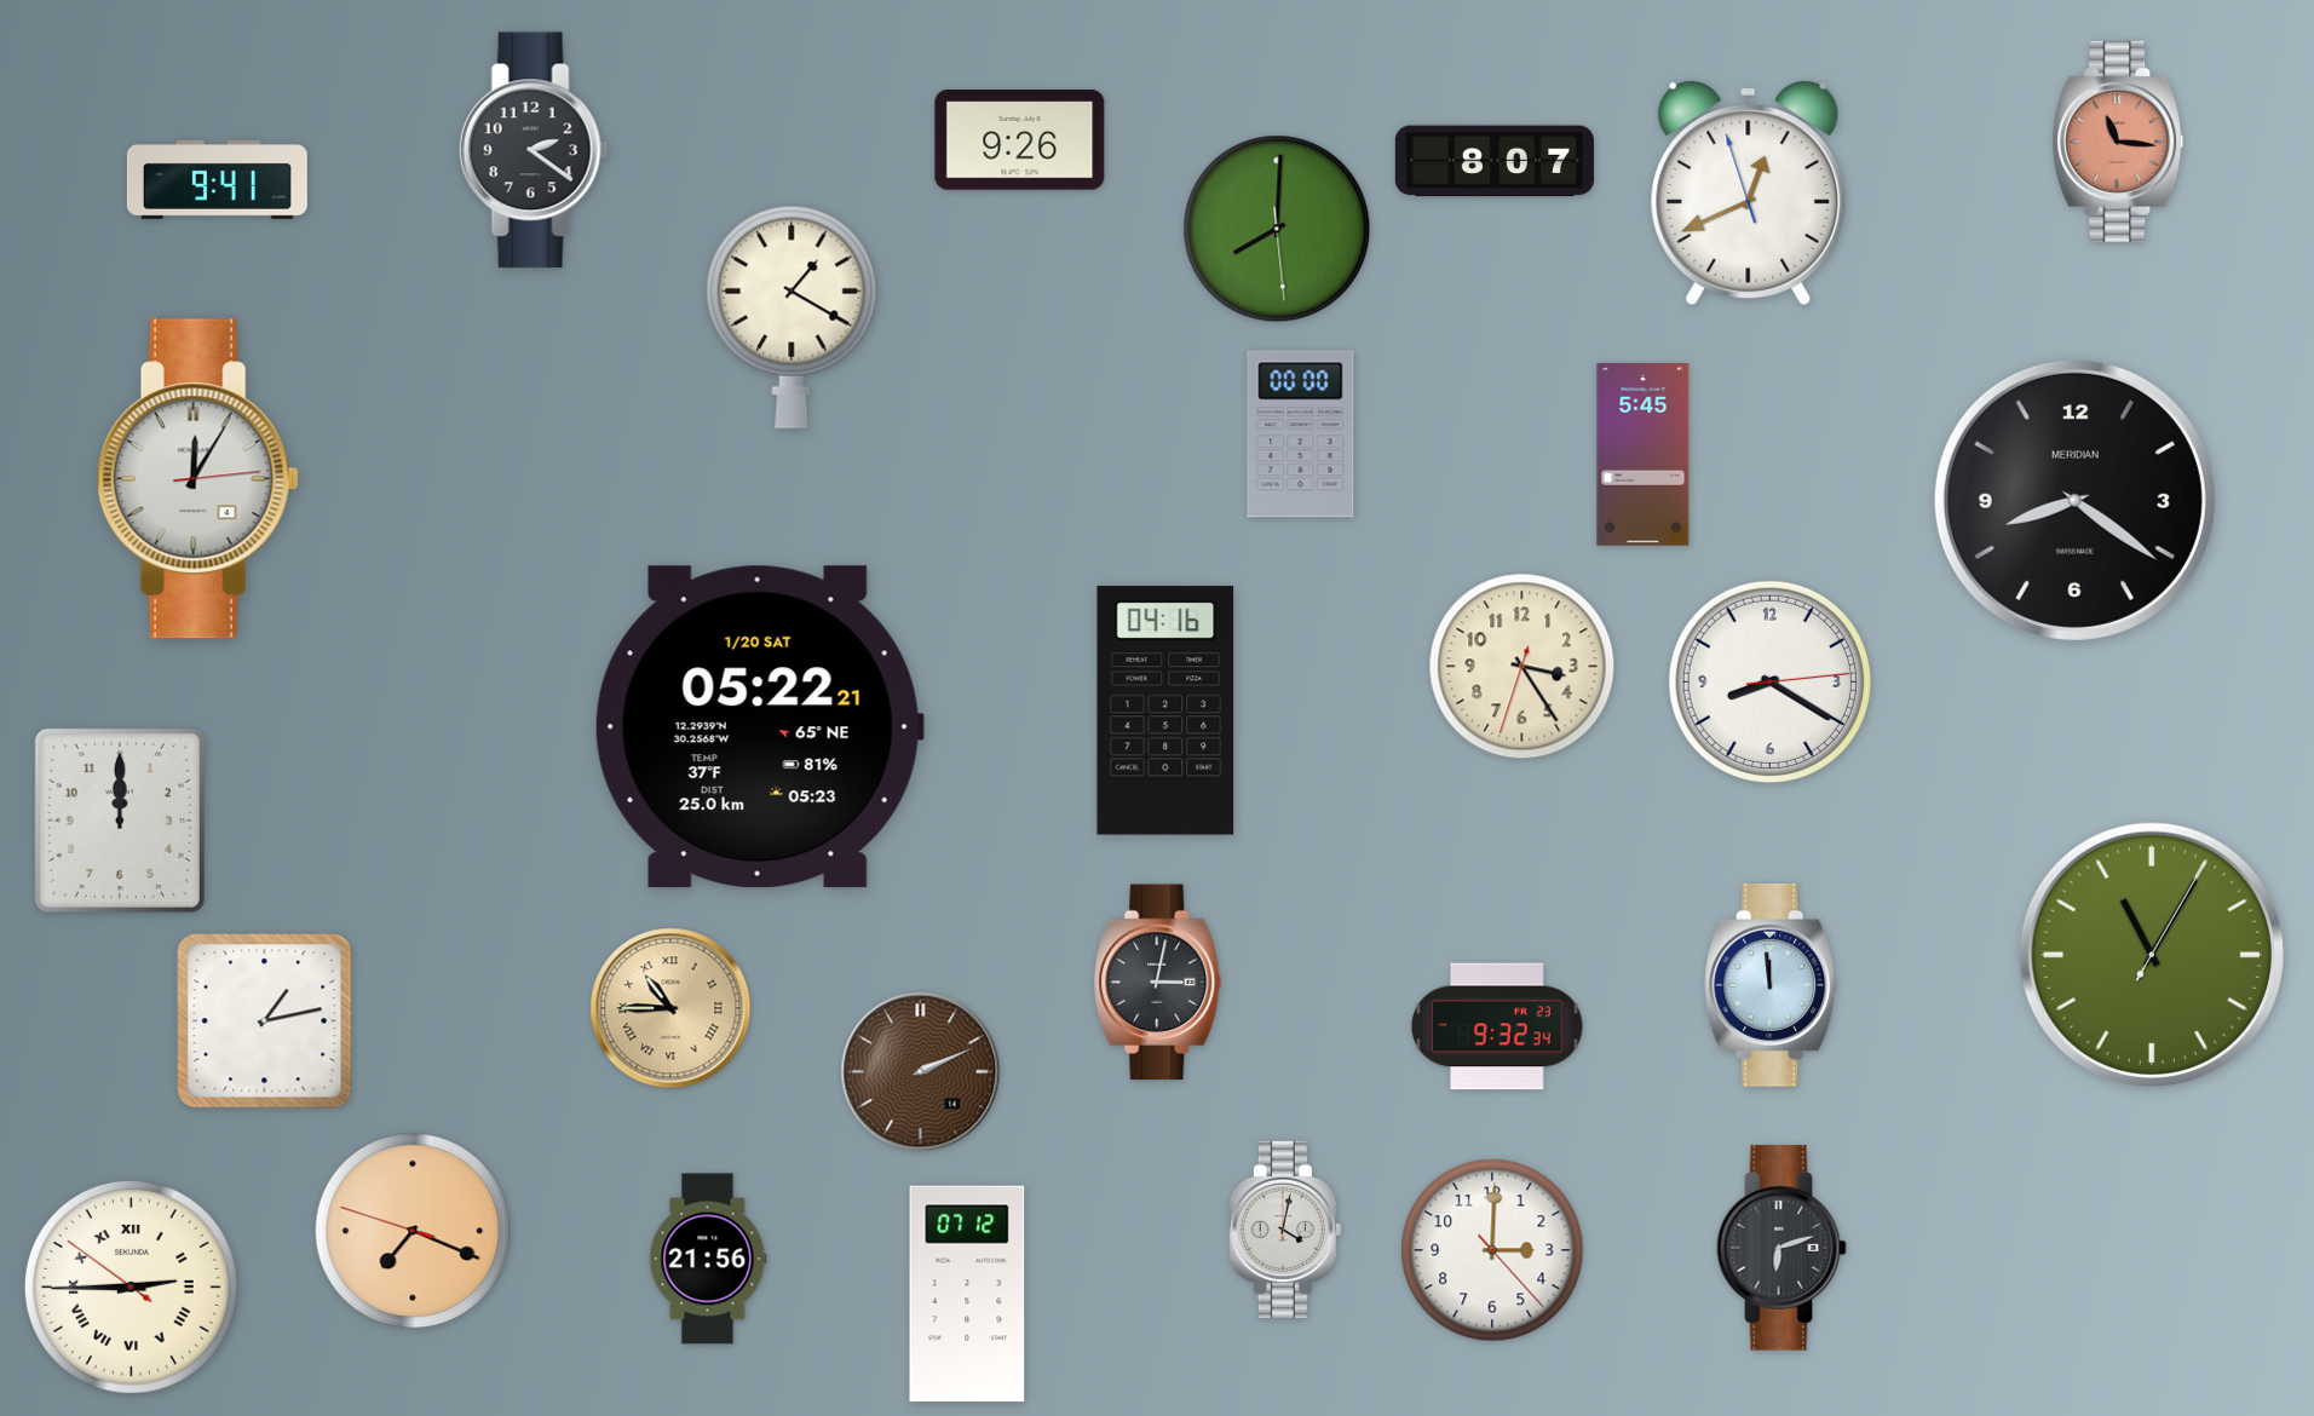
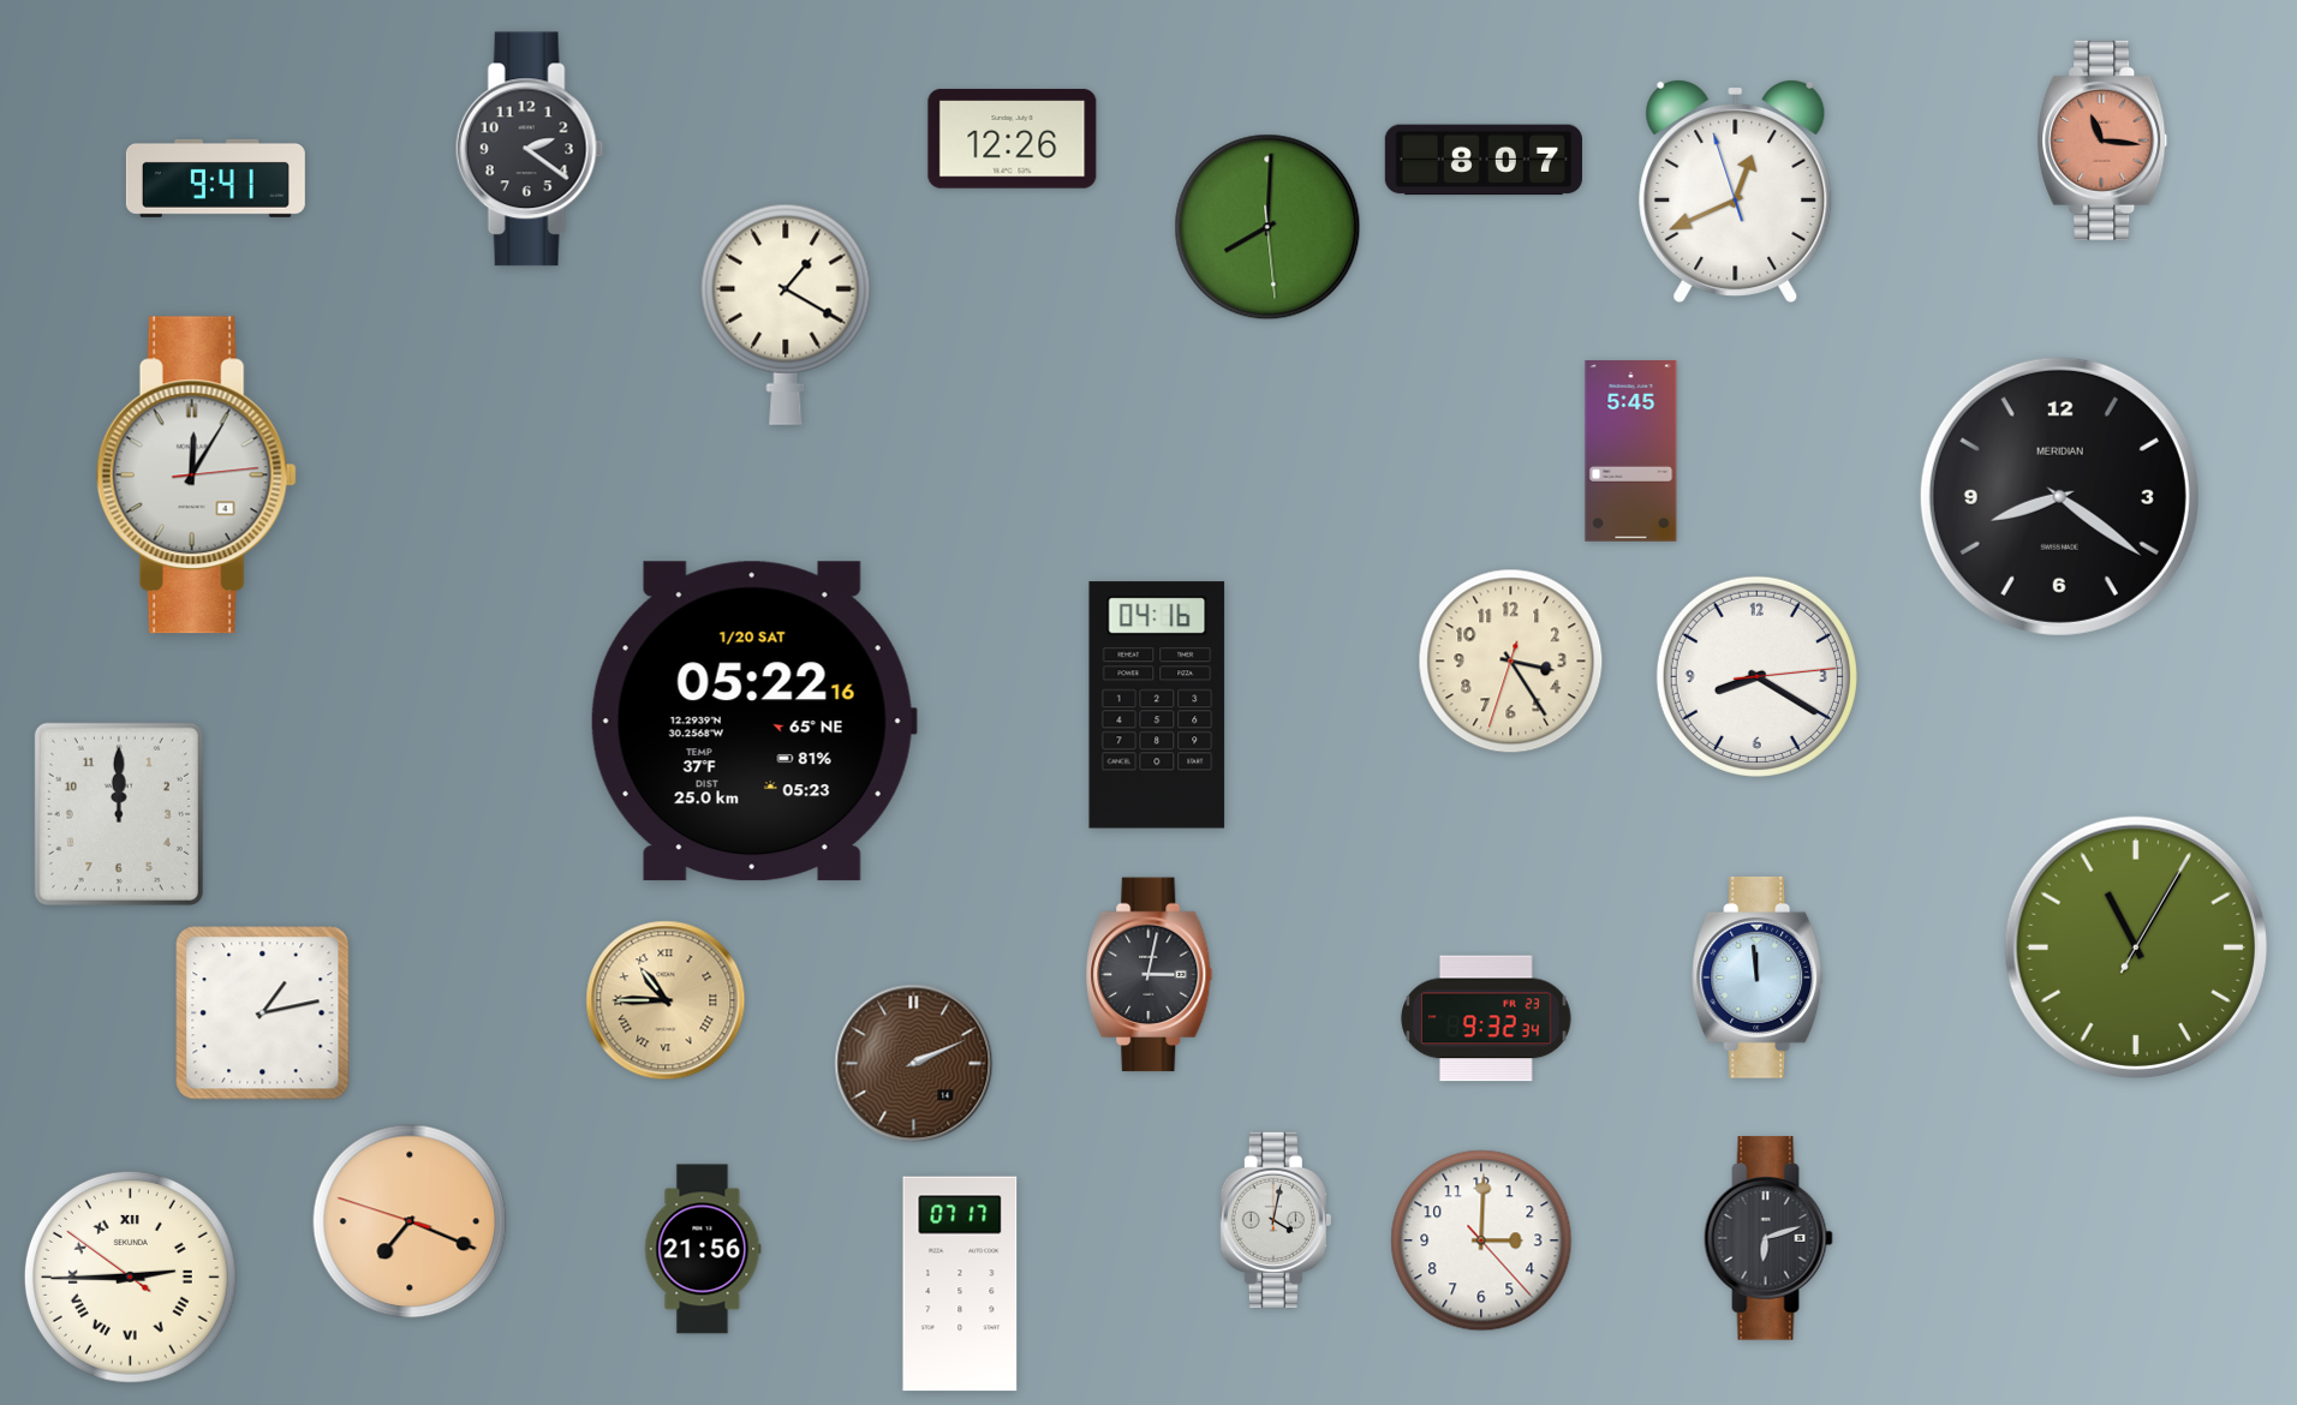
clock at (1020, 140): 9:26 -> 12:26
clock at (1301, 434): 00:00 -> none
clock at (759, 727): 05:22:21 -> 05:22:16
clock at (967, 1294): 07:12 -> 07:17
